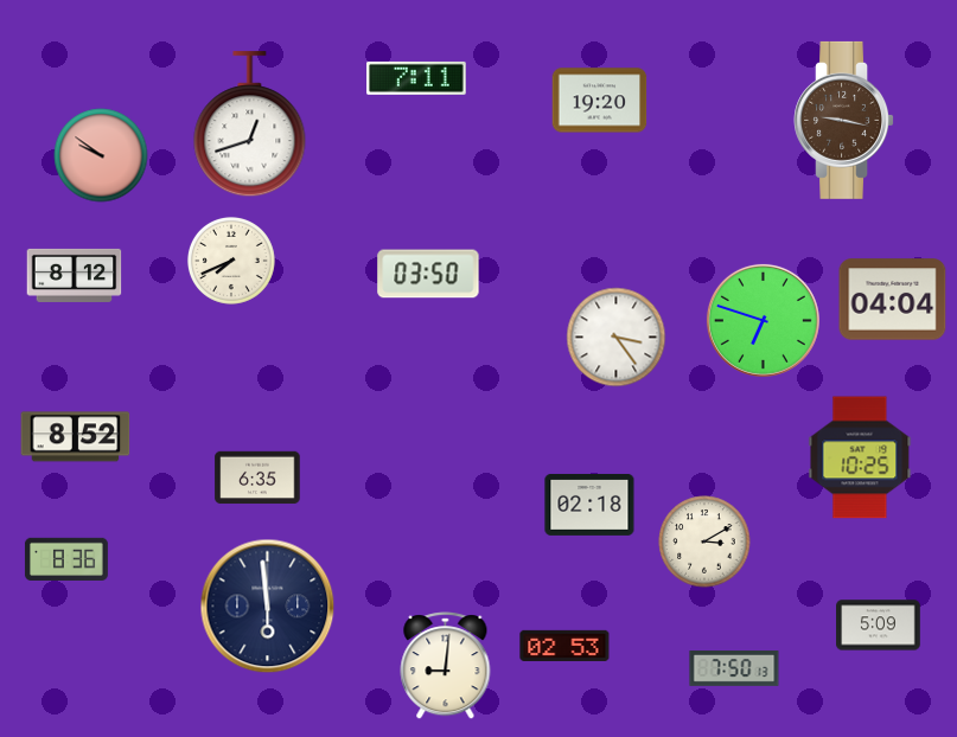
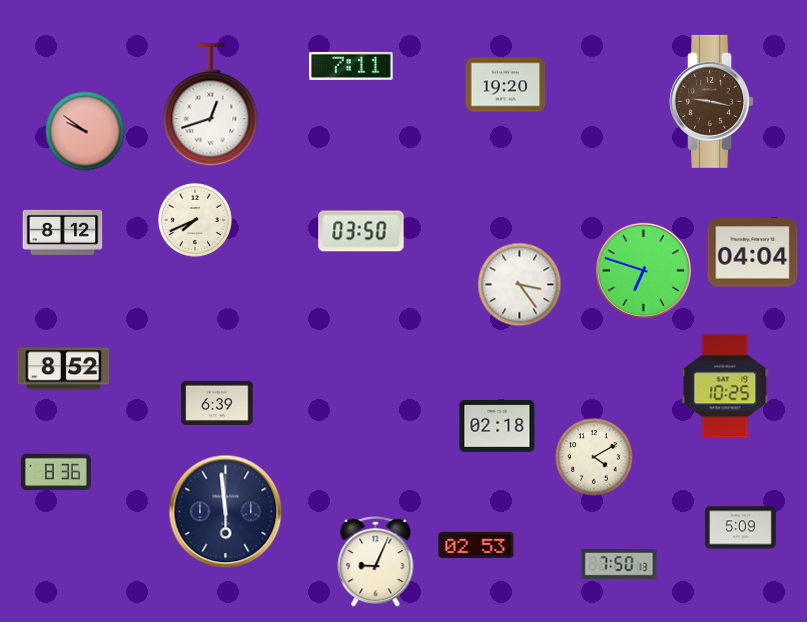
clock at (257, 478): 6:35 -> 6:39
clock at (704, 541): 3:10 -> 4:10
clock at (446, 666): 9:01 -> 9:04
